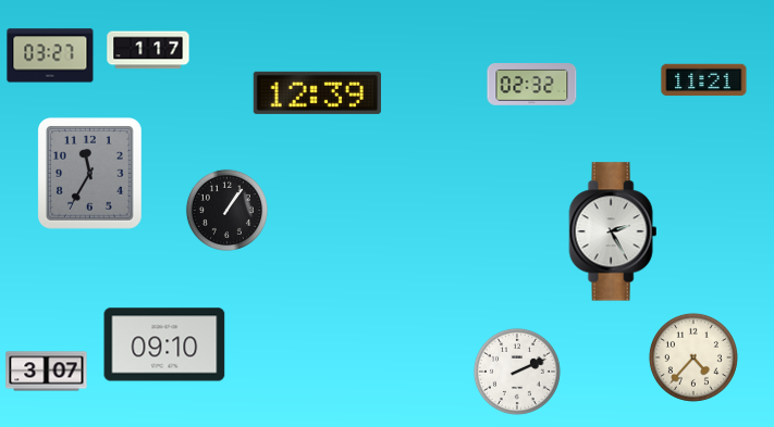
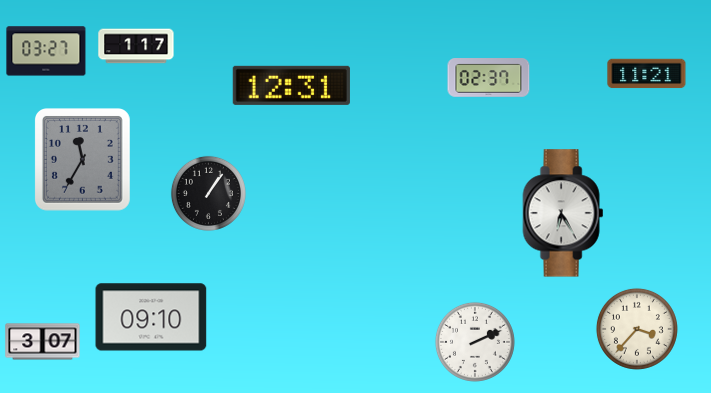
clock at (532, 85): 02:32 -> 02:37
clock at (317, 92): 12:39 -> 12:31
clock at (613, 231): 2:25 -> 6:25
clock at (693, 357): 4:37 -> 3:37
